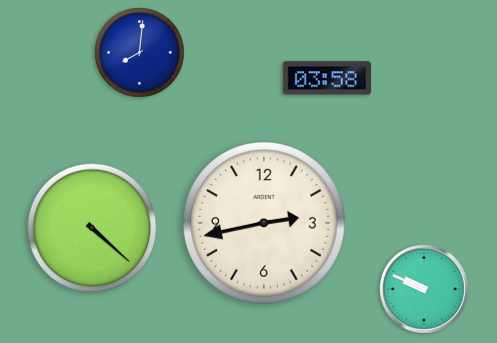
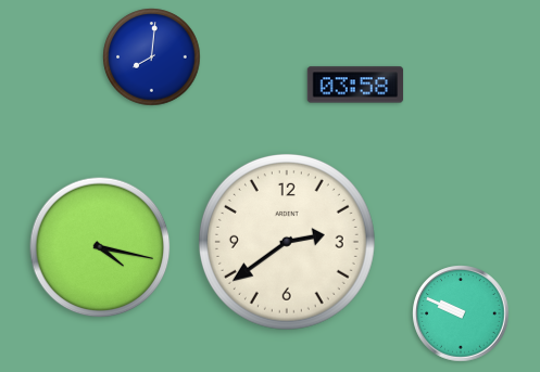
clock at (264, 223): 2:43 -> 2:39
clock at (92, 228): 4:22 -> 4:17
